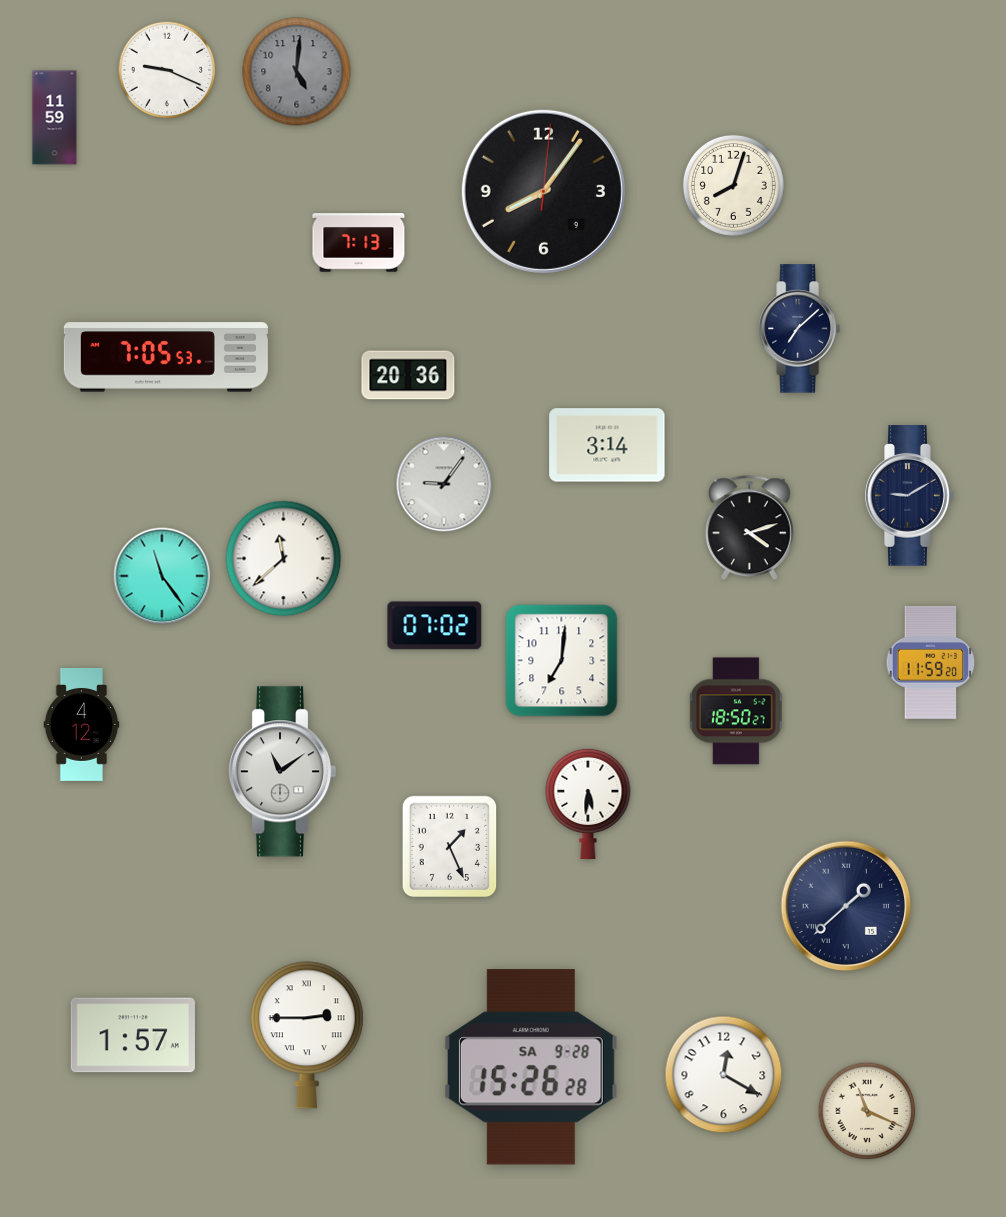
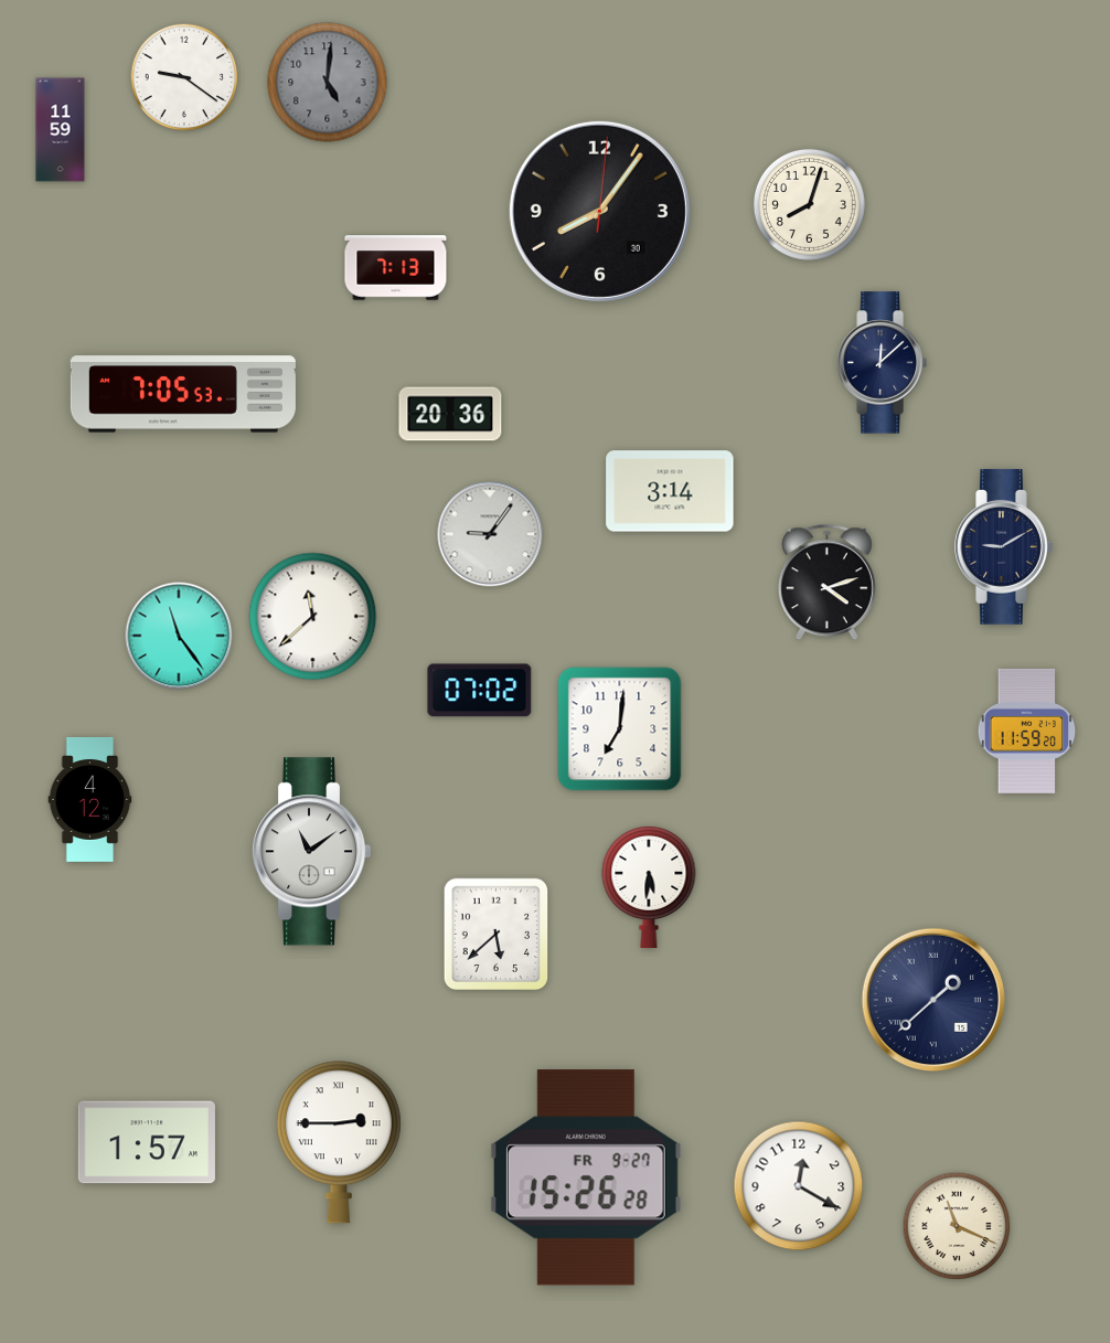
clock at (167, 70): 9:19 -> 9:21
clock at (297, 72) position: (297, 72) -> (328, 83)
clock at (543, 191) date: 9 -> 30
clock at (799, 329): 7:08 -> 12:08
clock at (736, 711): 18:50 -> none
clock at (450, 847): 1:26 -> 5:38
clock at (531, 1067) date: SA 9-28 -> FR 9-27
